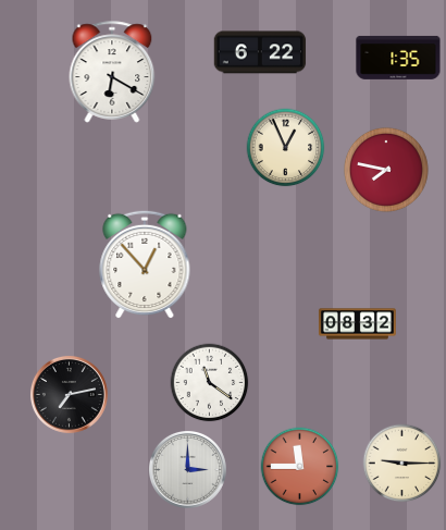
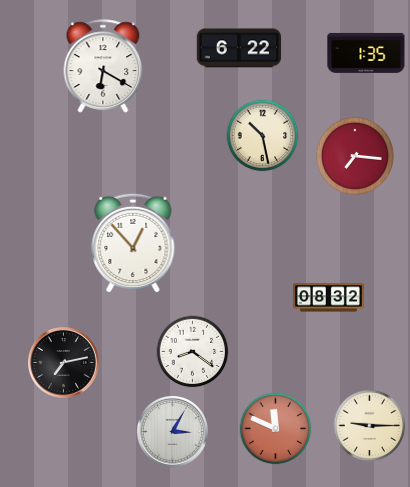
clock at (286, 148): 12:56 -> 10:28
clock at (386, 170): 7:47 -> 7:16
clock at (210, 383): 11:21 -> 8:21
clock at (300, 467): 11:45 -> 11:49
clock at (187, 469): 3:00 -> 3:05
